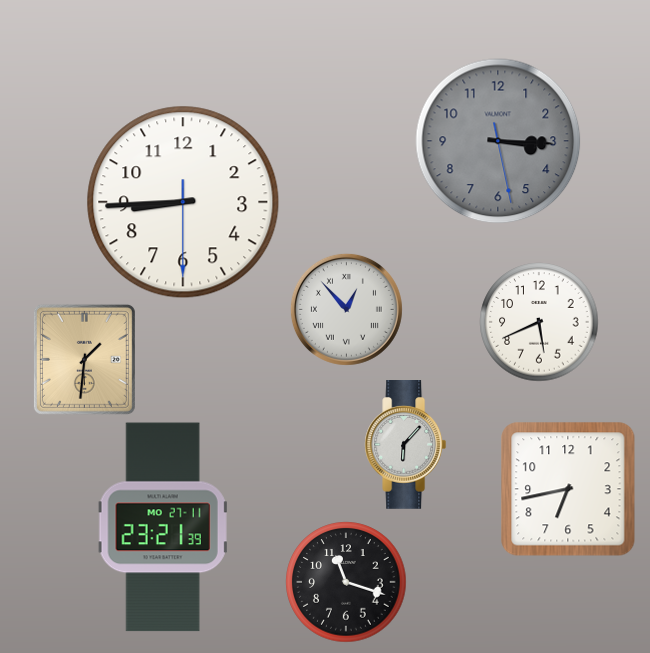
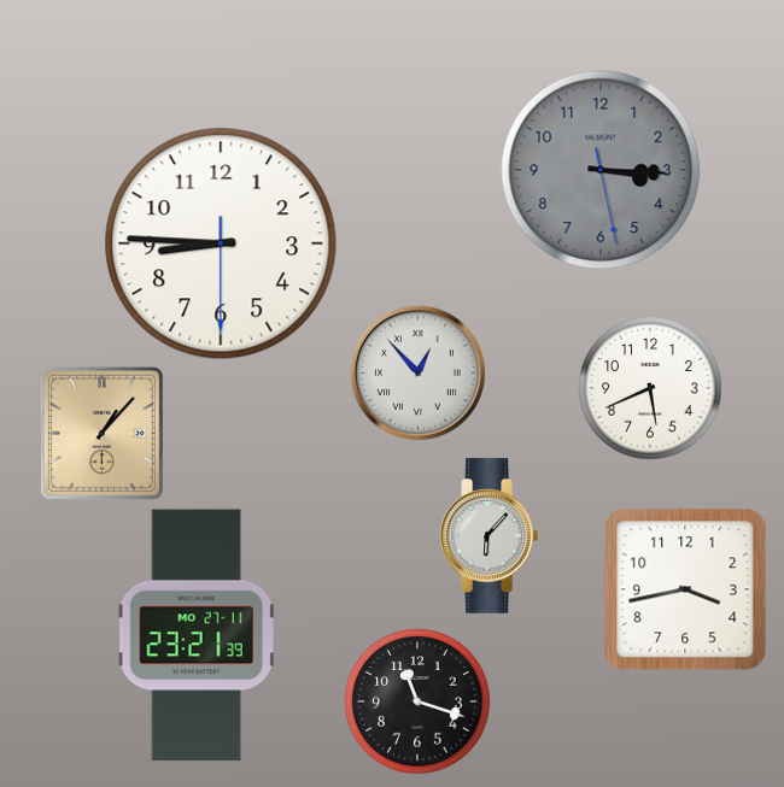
clock at (183, 202): 8:44 -> 8:45
clock at (84, 359): 1:31 -> 1:07
clock at (568, 489): 6:43 -> 3:43
